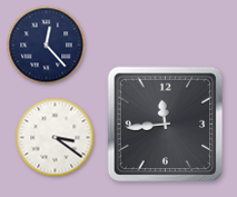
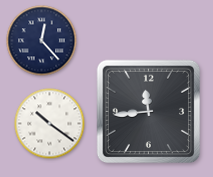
clock at (56, 138): 3:21 -> 10:21
